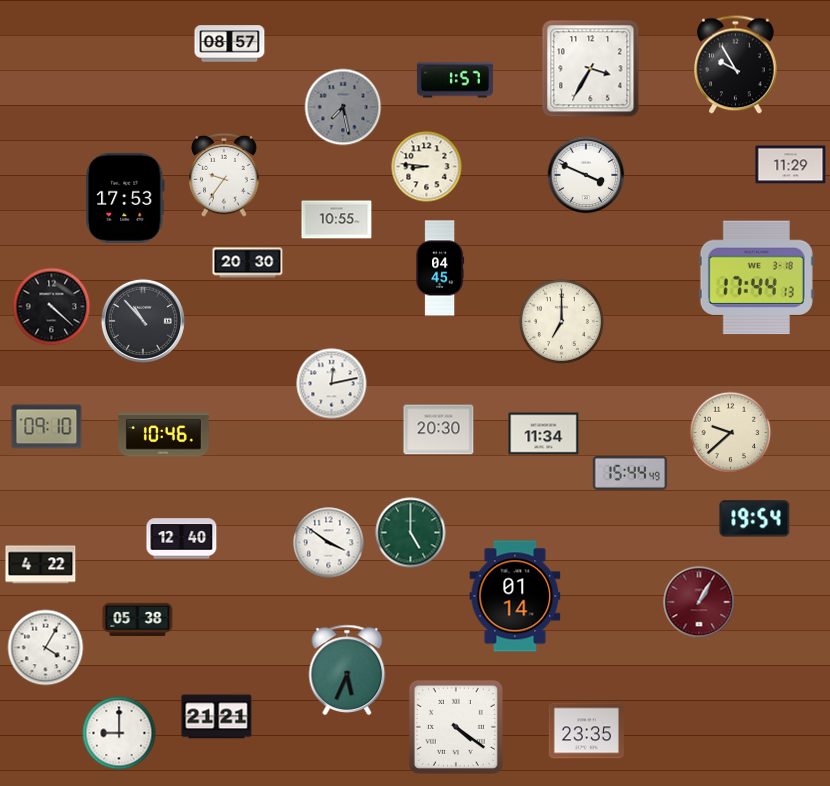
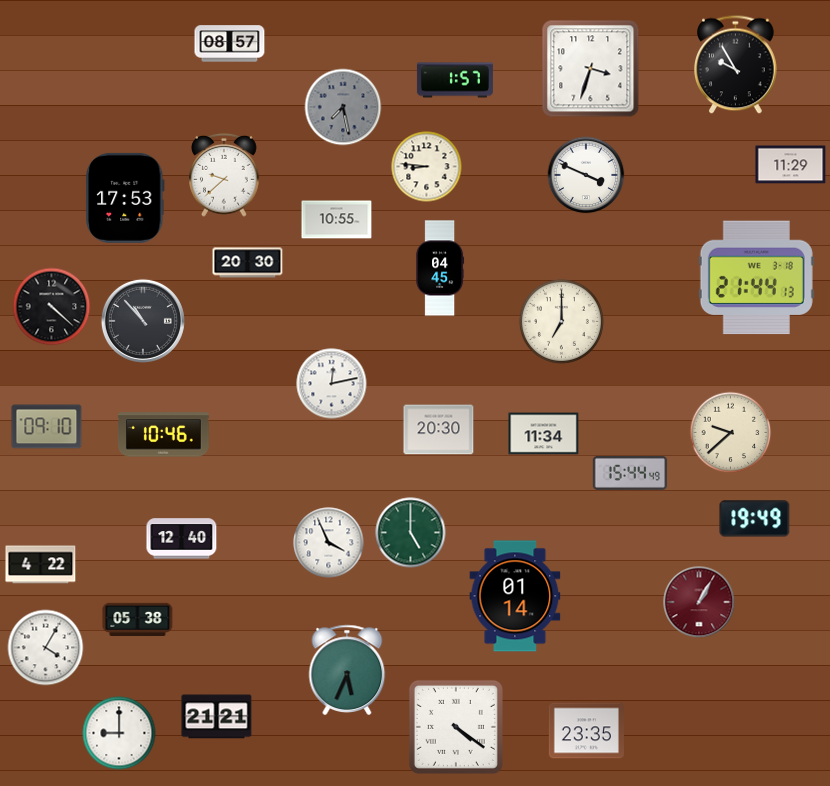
clock at (591, 69): 3:35 -> 3:33
clock at (225, 175): 9:36 -> 9:38
clock at (756, 278): 17:44 -> 21:44
clock at (755, 519): 19:54 -> 19:49
clock at (329, 543): 3:51 -> 3:56
